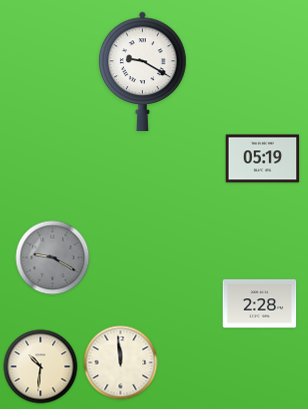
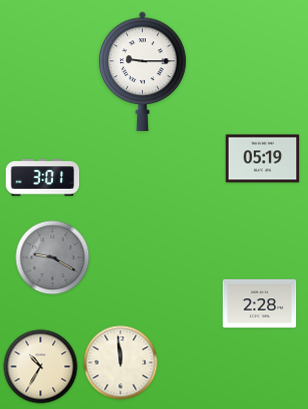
clock at (143, 71): 9:20 -> 9:15
clock at (43, 178): none -> 3:01
clock at (41, 367): 10:31 -> 10:35
